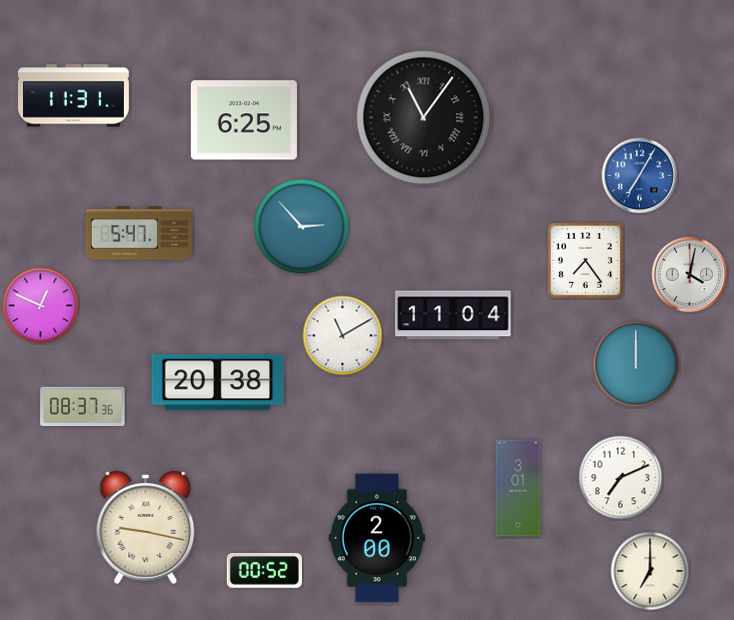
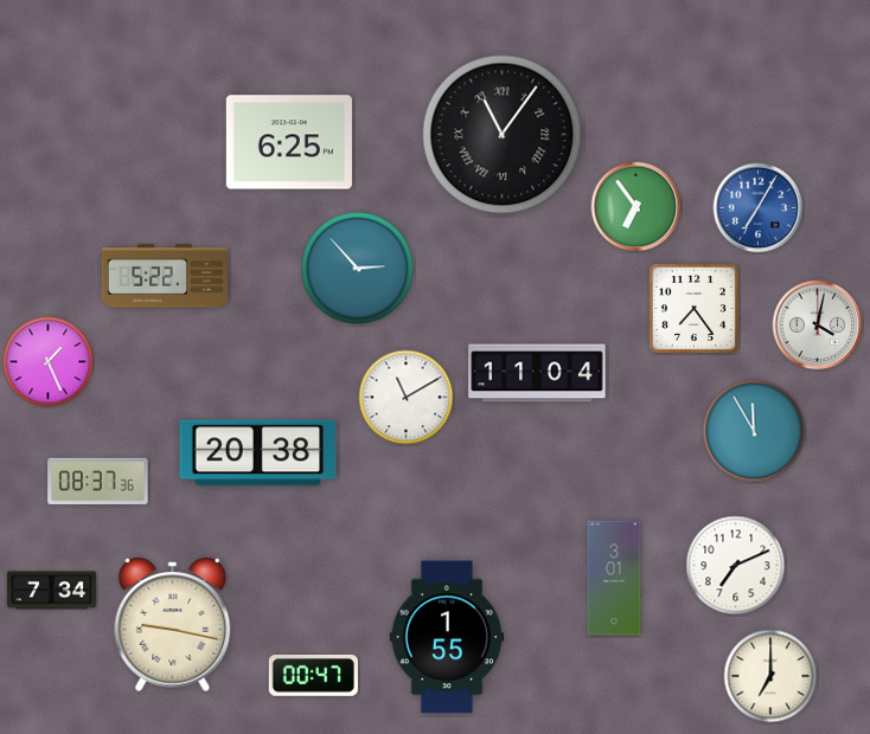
clock at (74, 96): 11:31 -> none
clock at (424, 118) position: (424, 118) -> (503, 135)
clock at (636, 207): none -> 6:54
clock at (139, 233): 5:47 -> 5:22
clock at (41, 306): 12:49 -> 1:26
clock at (636, 364): 12:00 -> 11:55
clock at (51, 591): none -> 7:34
clock at (377, 538): 2:00 -> 1:55
clock at (264, 570): 00:52 -> 00:47
